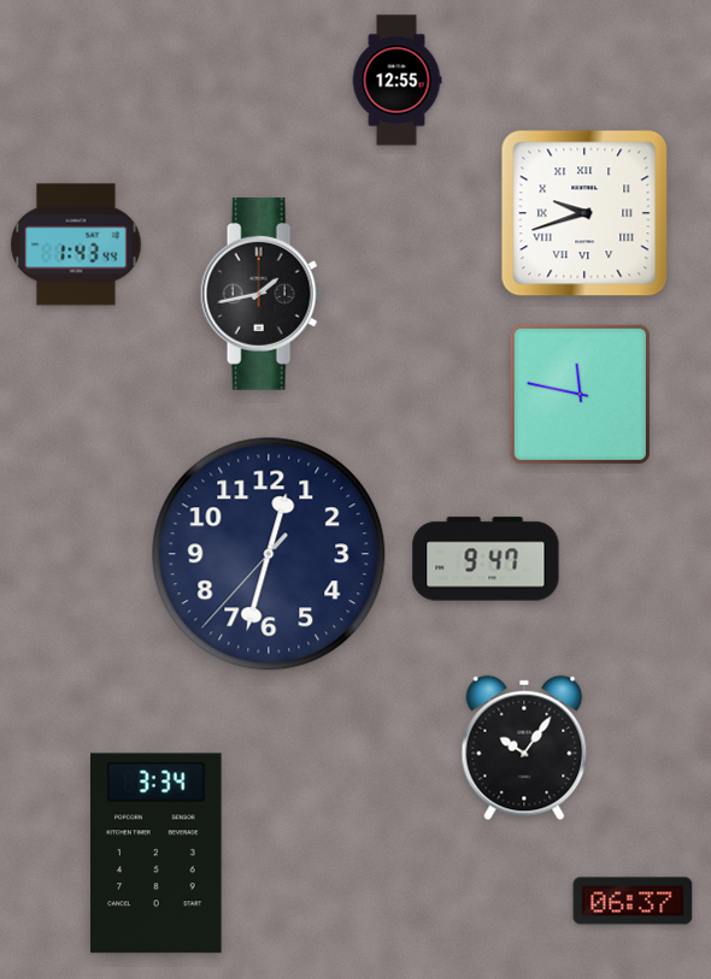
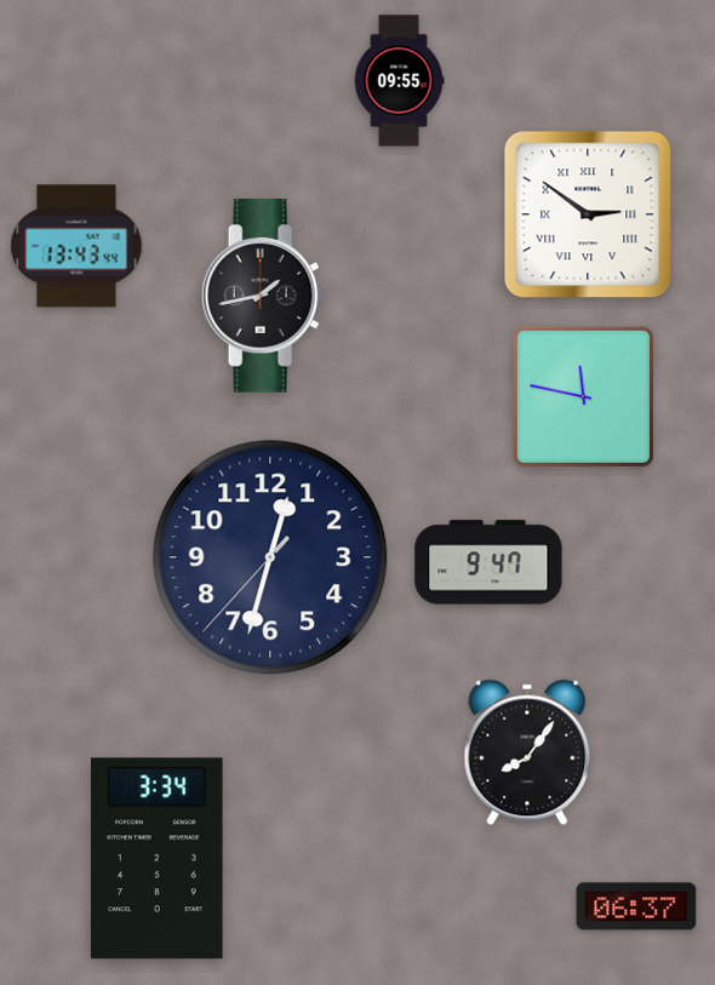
clock at (396, 81): 12:55 -> 09:55
clock at (584, 213): 9:42 -> 2:51
clock at (76, 244): 1:43 -> 13:43
clock at (524, 748): 10:06 -> 8:06
